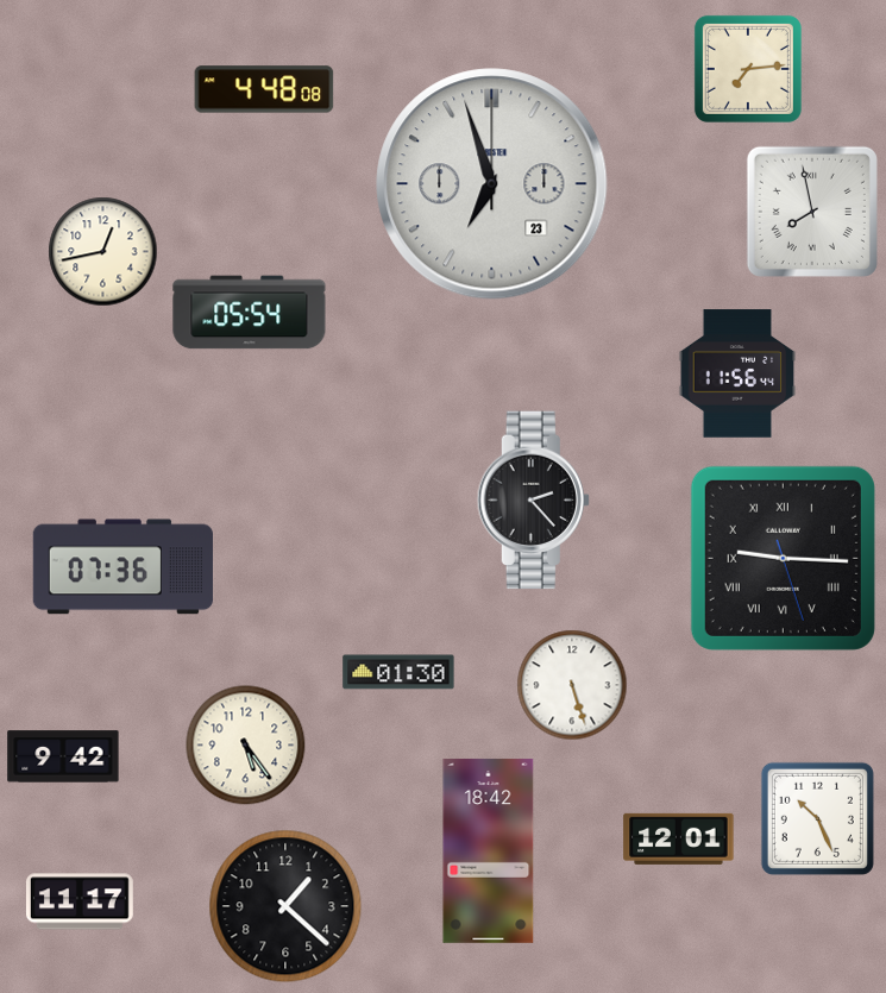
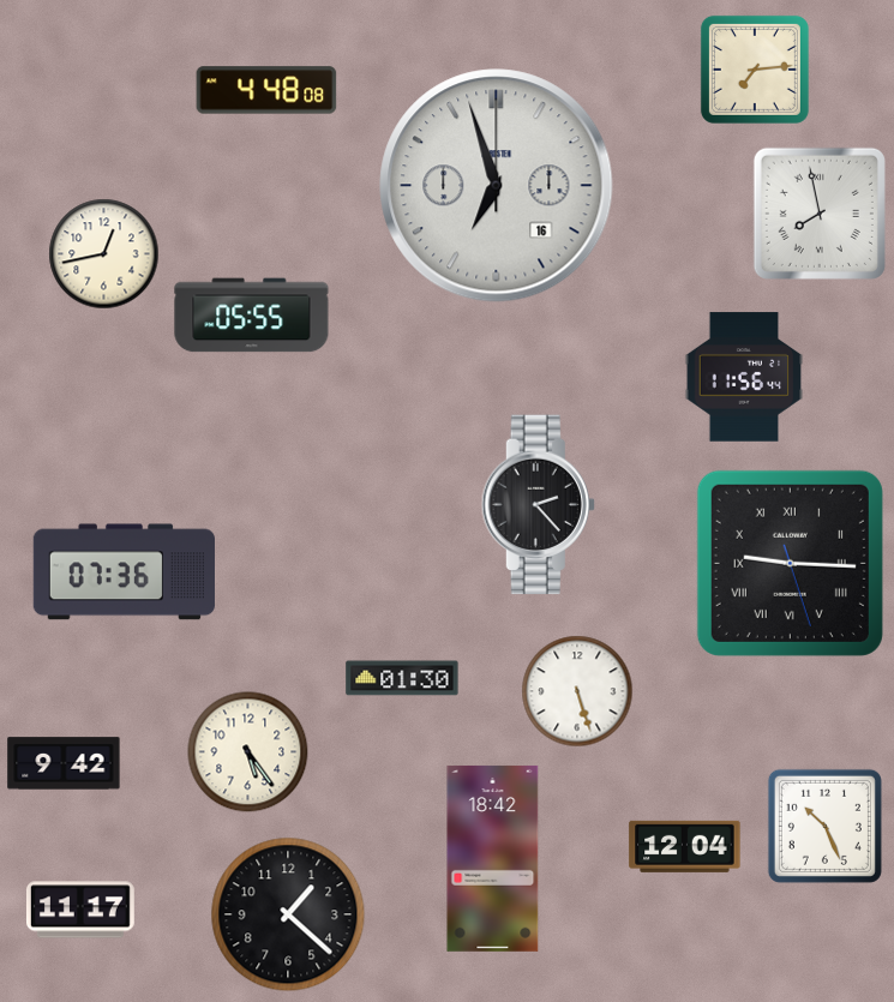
clock at (492, 184) date: 23 -> 16
clock at (250, 313): 05:54 -> 05:55
clock at (679, 838): 12:01 -> 12:04
